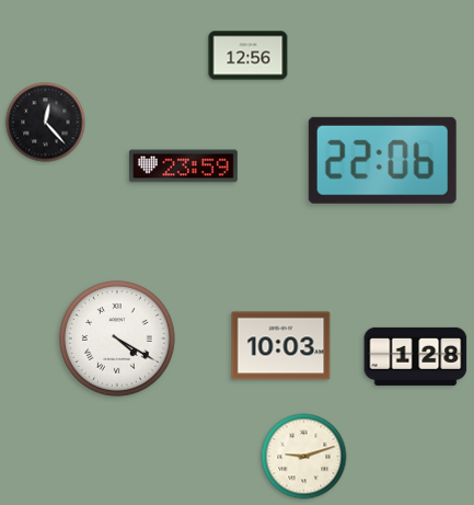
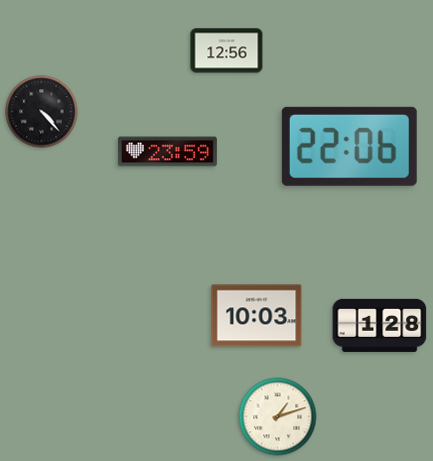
clock at (46, 123): 12:23 -> 4:23
clock at (118, 340): 4:20 -> none
clock at (304, 457): 9:12 -> 1:12
